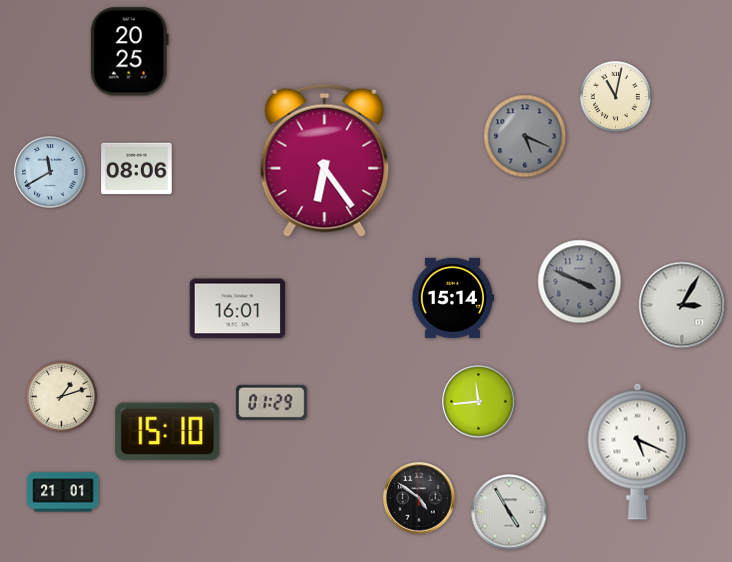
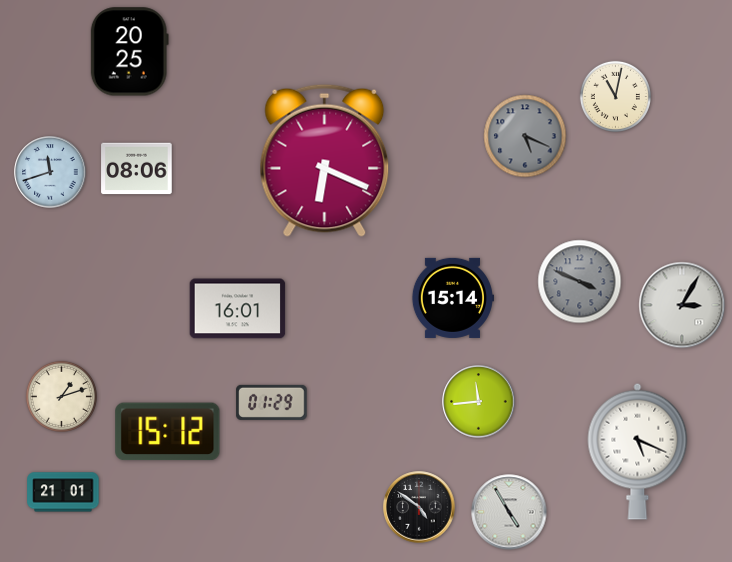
clock at (325, 160): 6:24 -> 6:19
clock at (50, 172): 11:40 -> 11:42
clock at (168, 432): 15:10 -> 15:12
clock at (419, 498) position: (419, 498) -> (419, 507)
